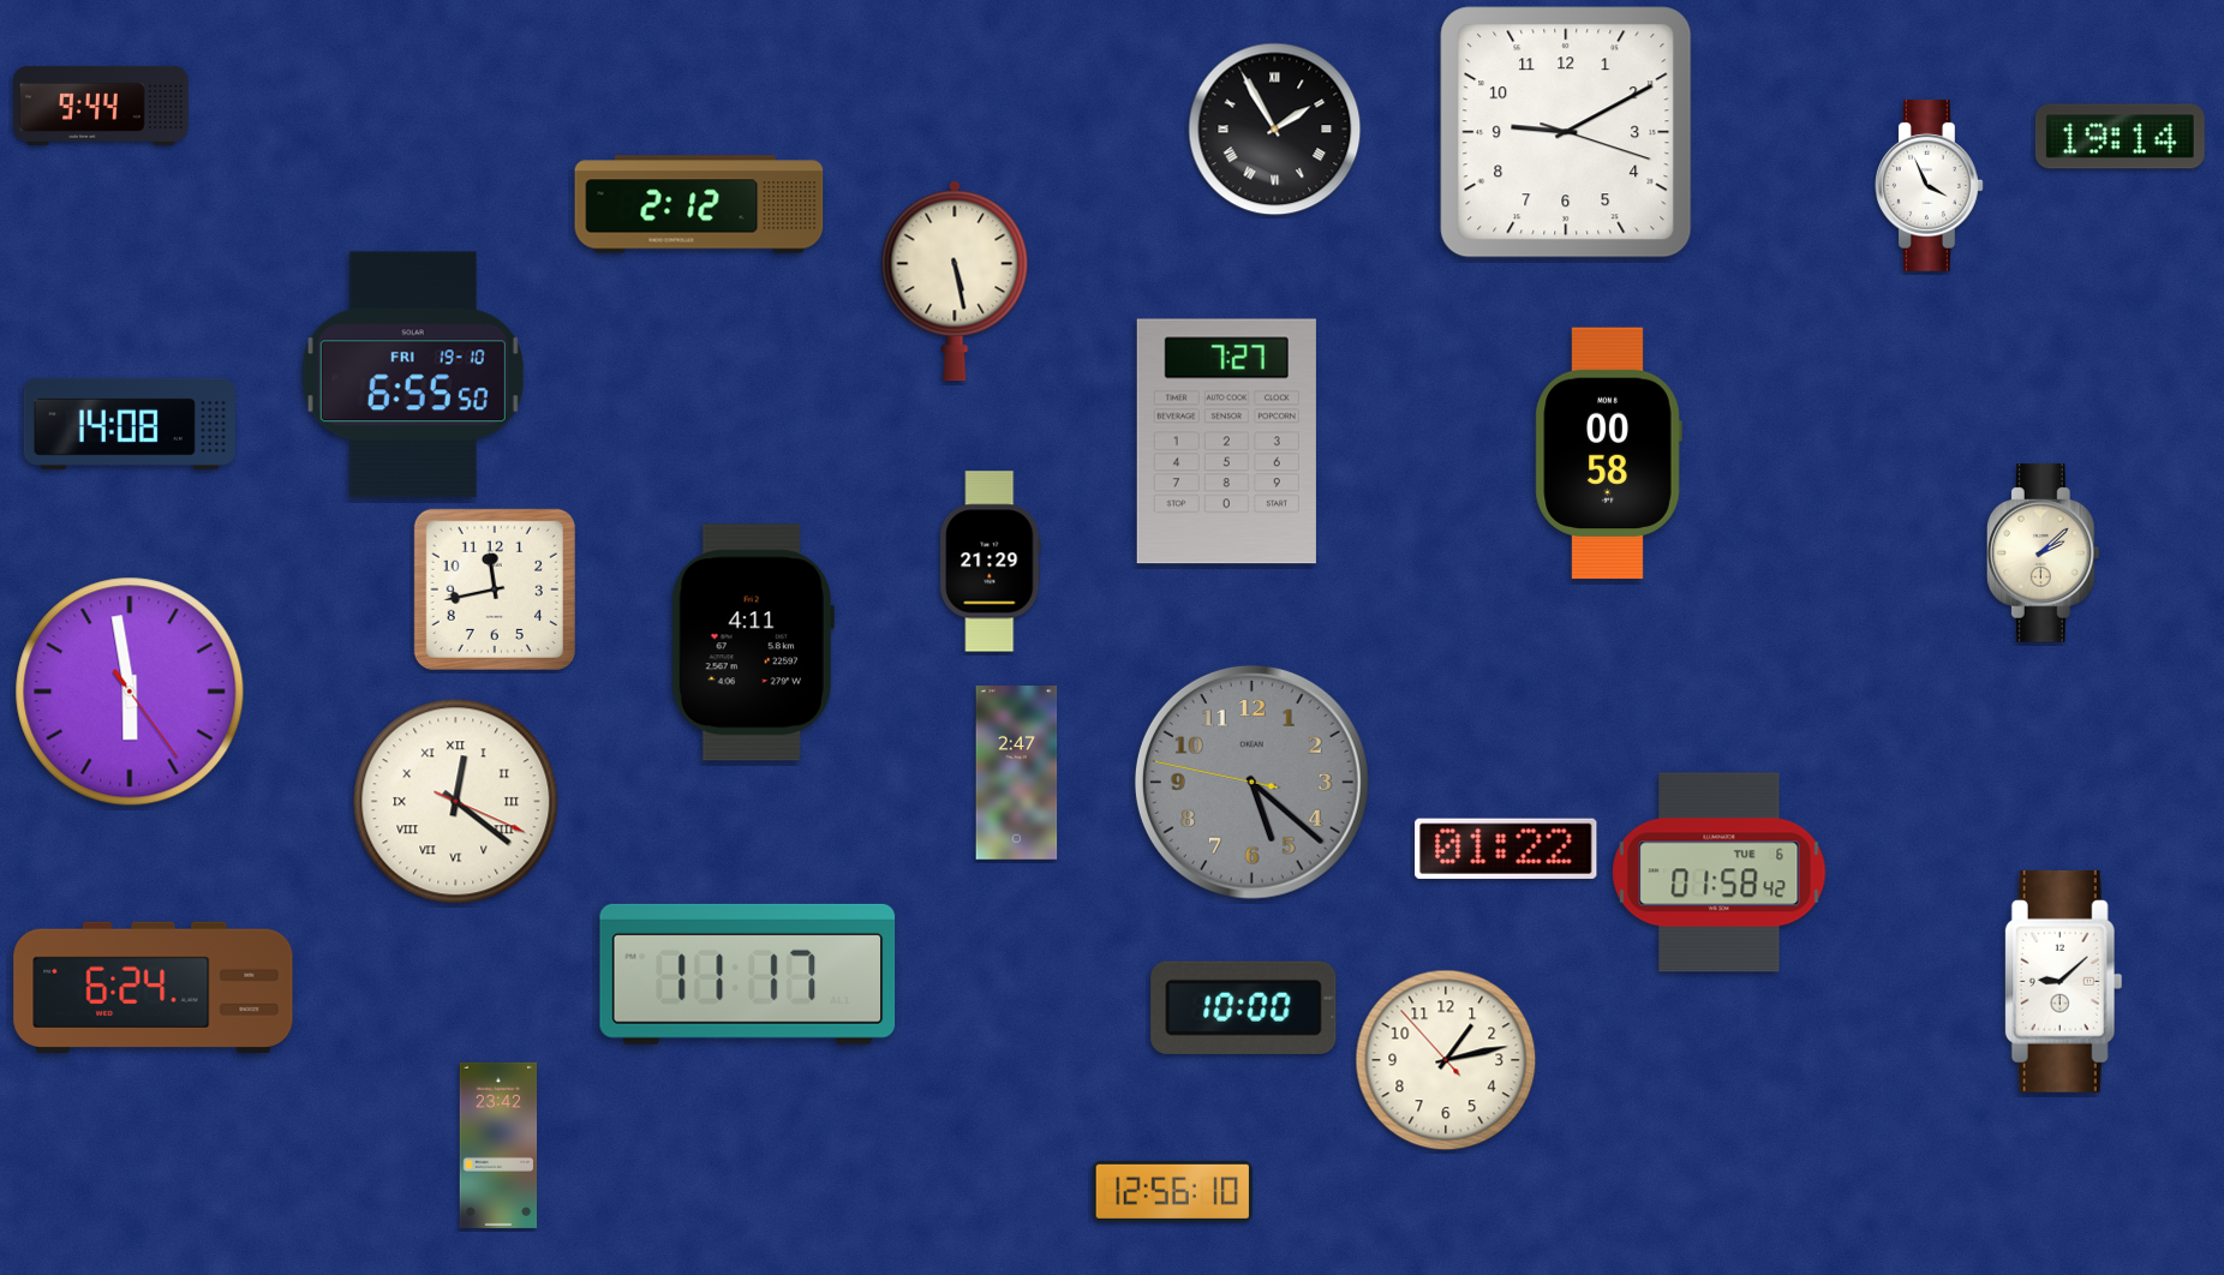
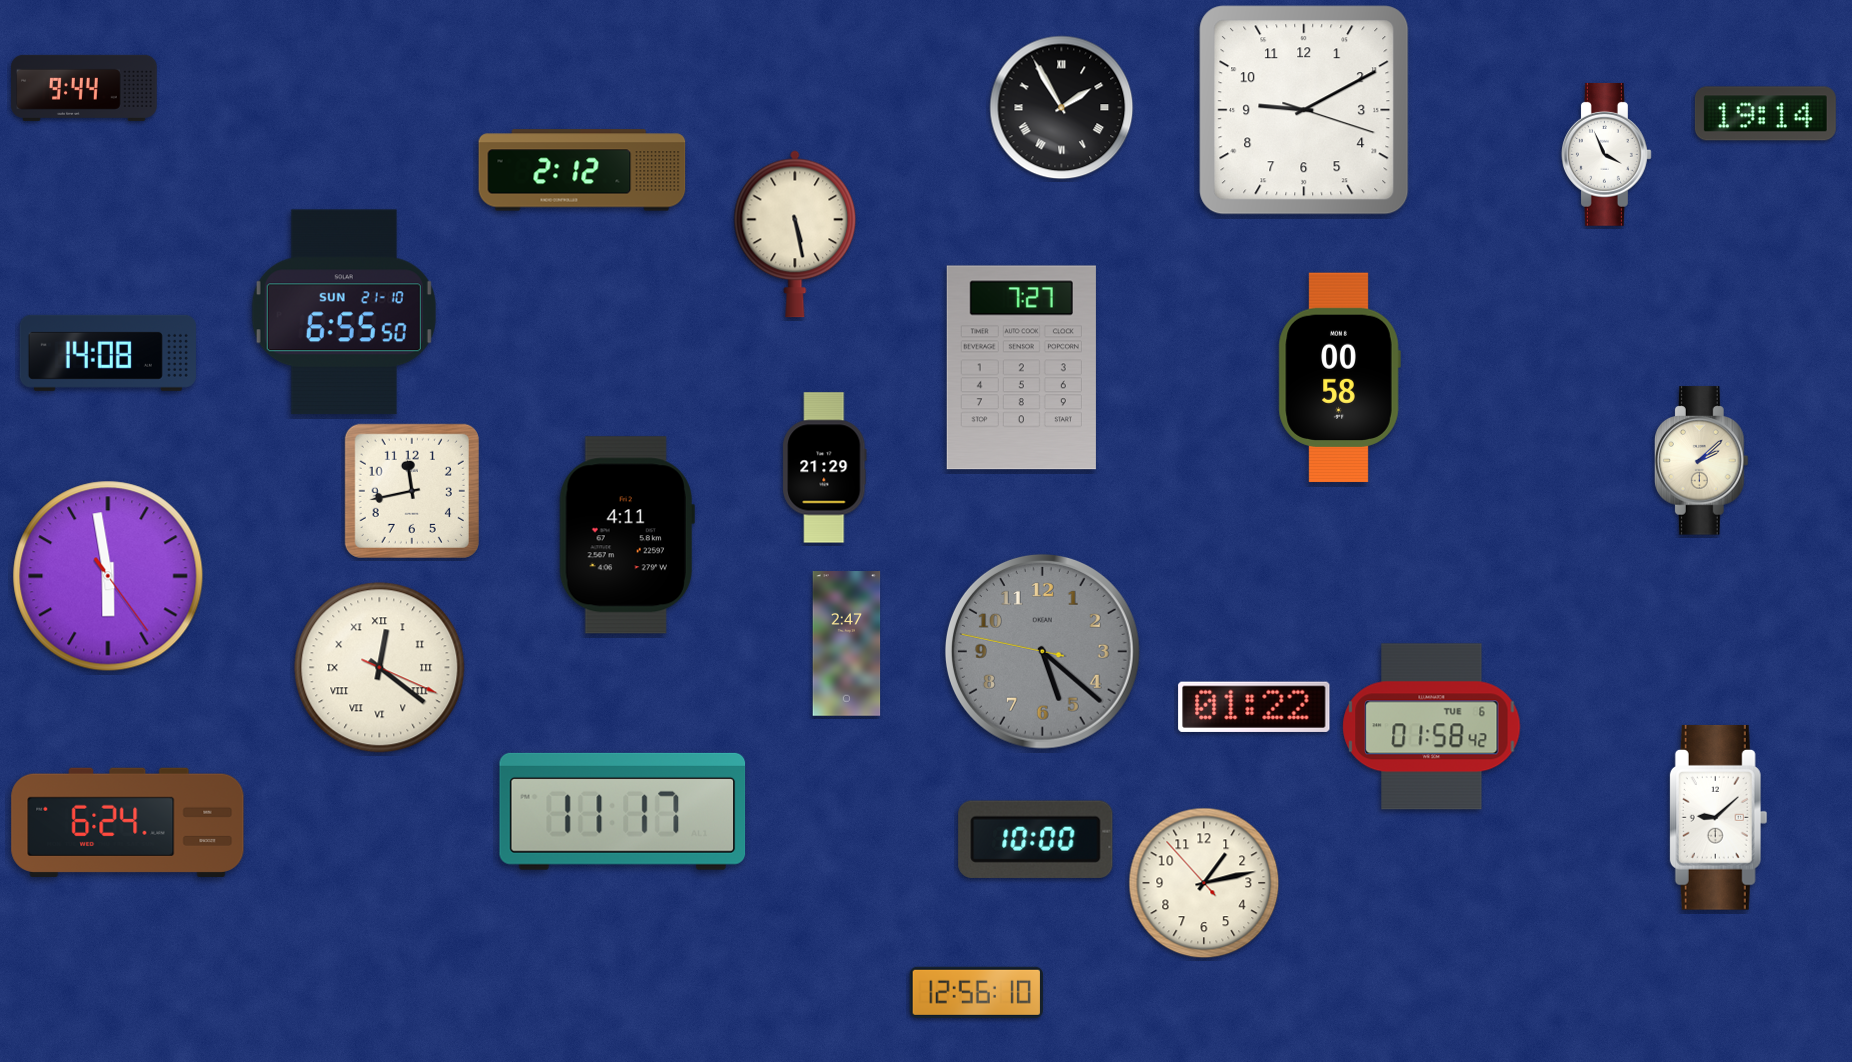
clock at (413, 375) date: FRI 19-10 -> SUN 21-10
clock at (498, 1145): 23:42 -> none
